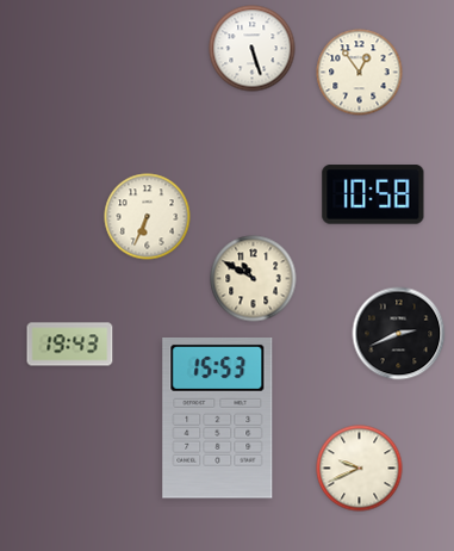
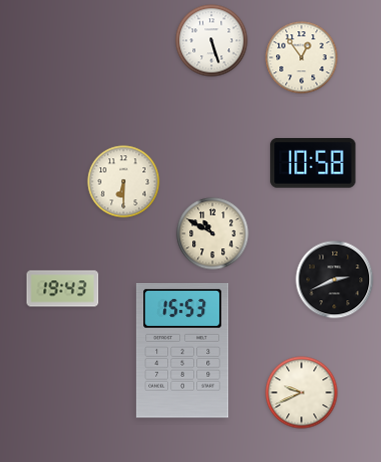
clock at (360, 73) position: (360, 73) -> (302, 58)
clock at (148, 217): 6:34 -> 6:30
clock at (70, 345) position: (70, 345) -> (63, 289)
